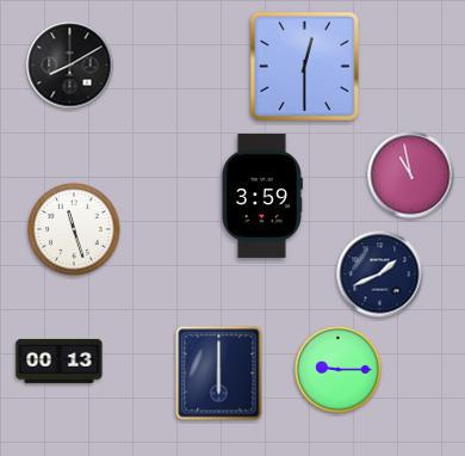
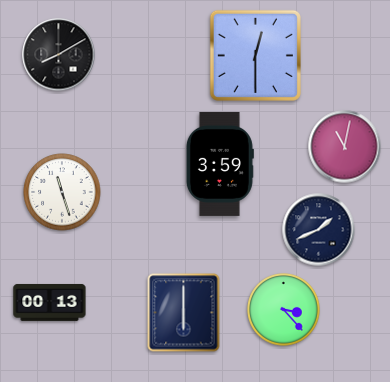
clock at (411, 175): 10:58 -> 11:02
clock at (339, 370): 9:15 -> 3:23
